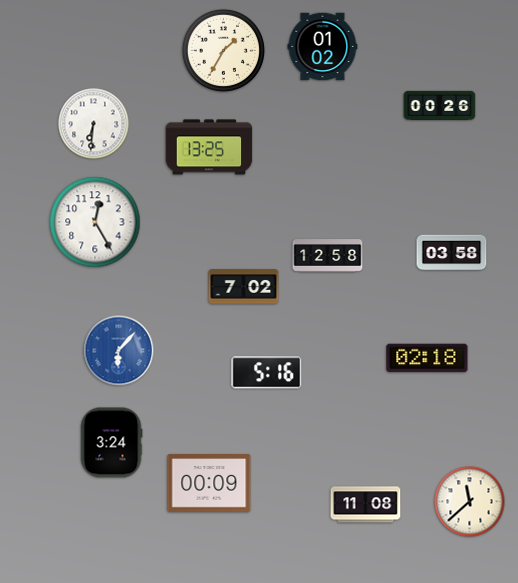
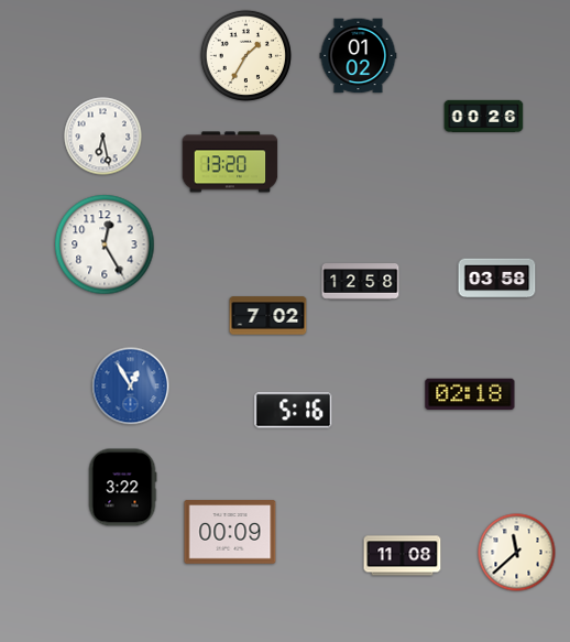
clock at (323, 47) position: (323, 47) -> (359, 56)
clock at (94, 124): 6:31 -> 6:28
clock at (209, 147): 13:25 -> 13:20
clock at (119, 351): 6:07 -> 12:55
clock at (111, 443): 3:24 -> 3:22
